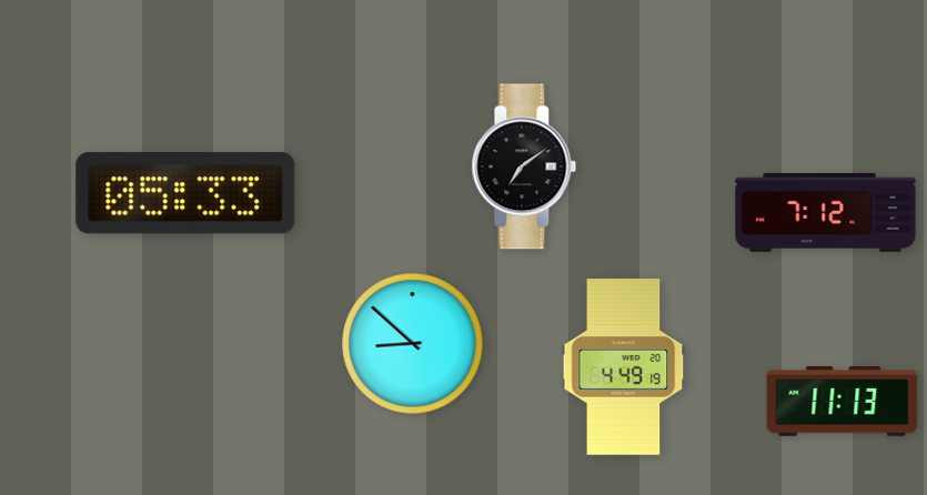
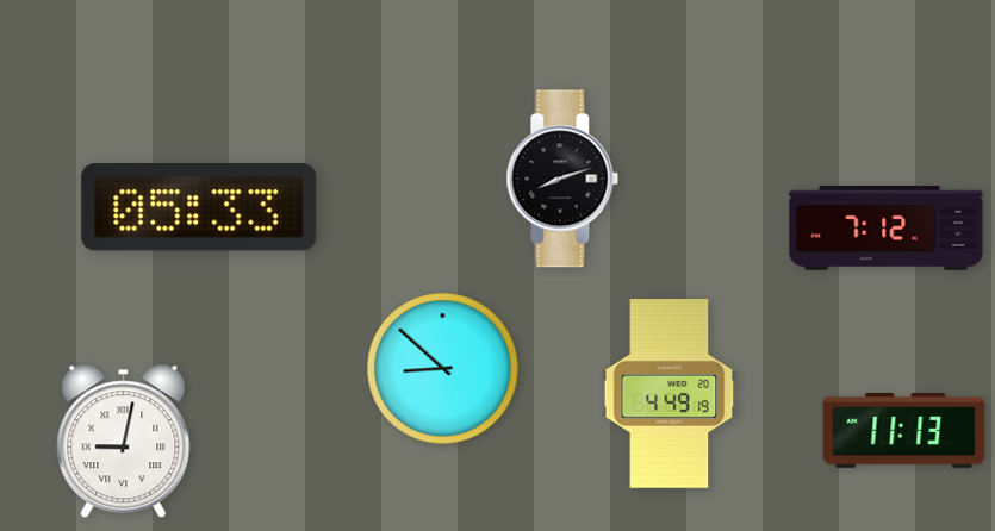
clock at (524, 166): 7:09 -> 8:12
clock at (124, 442): none -> 9:02
